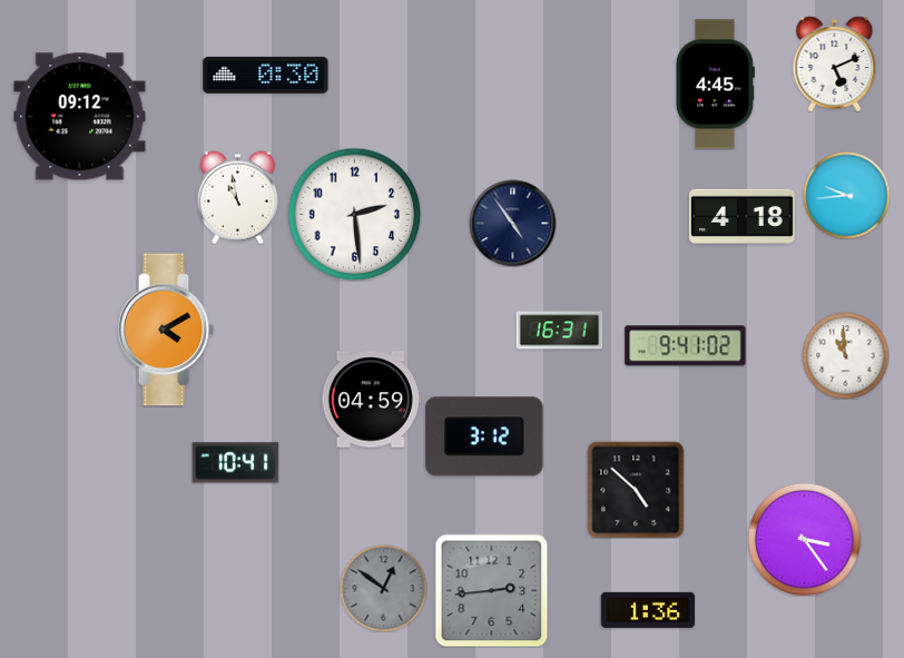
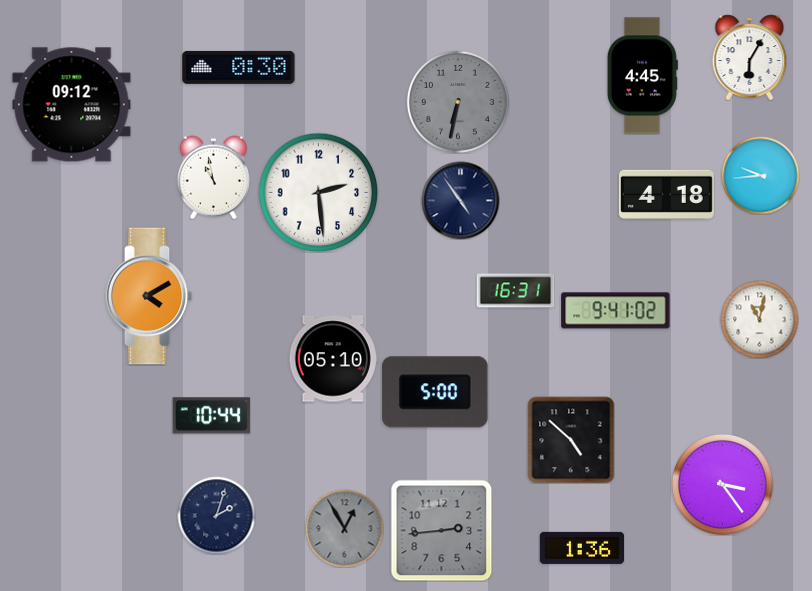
clock at (835, 63): 5:11 -> 6:05
clock at (458, 102): none -> 6:32
clock at (559, 331) position: (559, 331) -> (515, 291)
clock at (845, 355): 10:59 -> 11:02
clock at (371, 400): 04:59 -> 05:10
clock at (484, 436): 3:12 -> 5:00
clock at (235, 463): 10:41 -> 10:44
clock at (216, 515): none -> 2:03
clock at (383, 588): 12:51 -> 12:55
